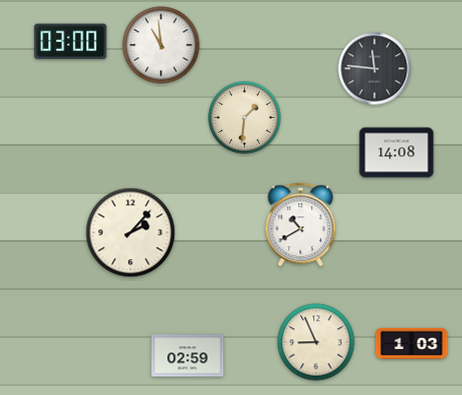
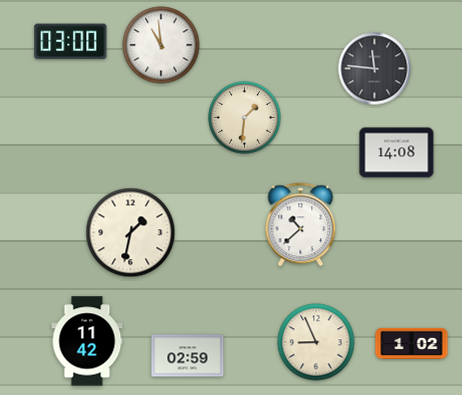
clock at (301, 225): 10:40 -> 10:38
clock at (131, 233): 2:07 -> 1:32
clock at (87, 341): none -> 11:42
clock at (412, 343): 1:03 -> 1:02
